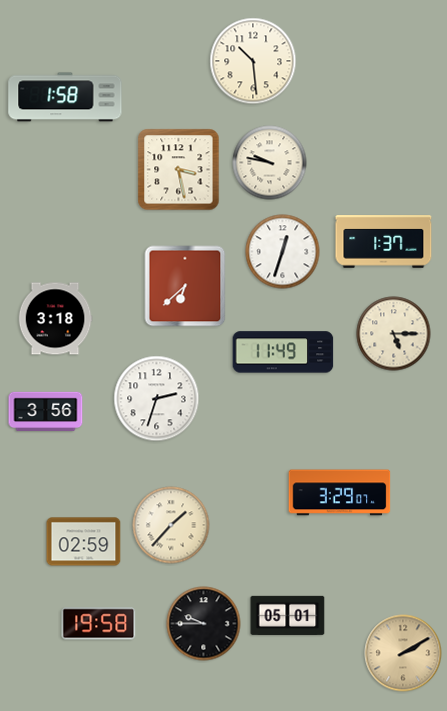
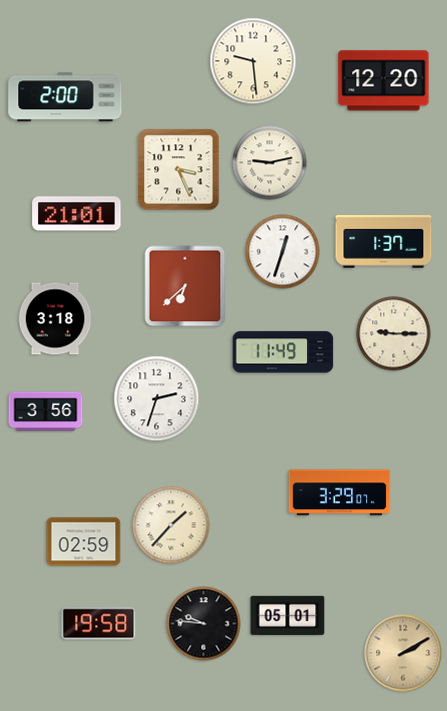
clock at (253, 61): 10:29 -> 9:29
clock at (384, 81): none -> 12:20
clock at (65, 97): 1:58 -> 2:00
clock at (270, 163): 9:47 -> 9:13
clock at (179, 170): 3:28 -> 3:26
clock at (77, 214): none -> 21:01
clock at (394, 334): 5:15 -> 9:15
clock at (204, 624): 9:45 -> 9:46
